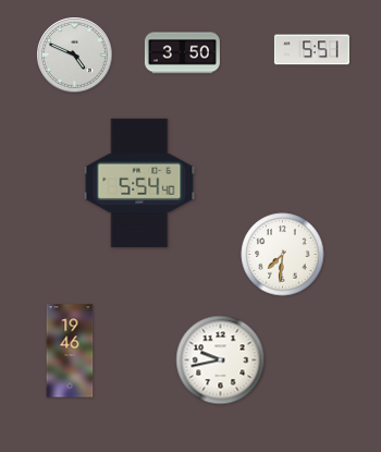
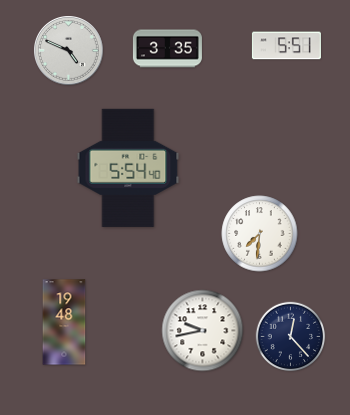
clock at (182, 53): 3:50 -> 3:35
clock at (70, 351): 19:46 -> 19:48
clock at (291, 337): none -> 12:23
